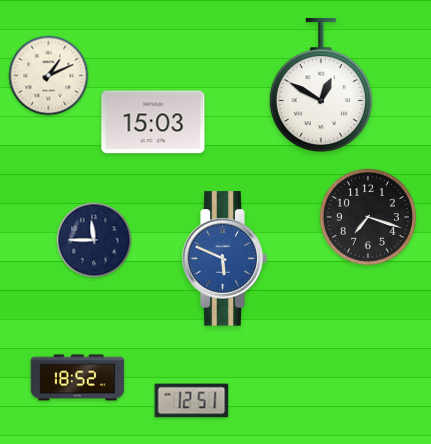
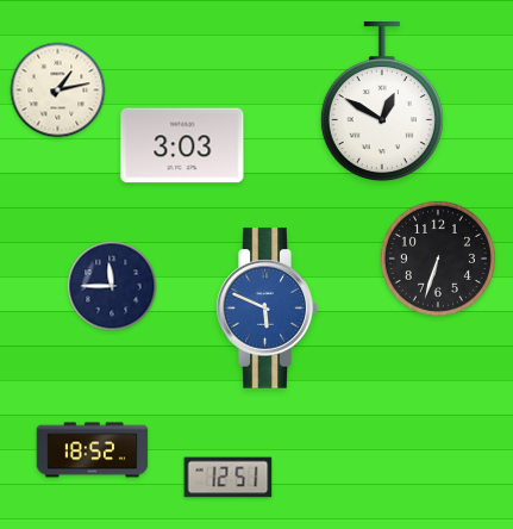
clock at (49, 76): 1:11 -> 1:13
clock at (153, 122): 15:03 -> 3:03
clock at (368, 217): 7:18 -> 6:33
